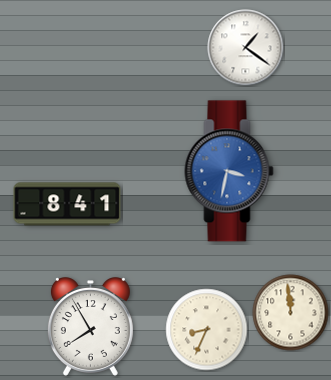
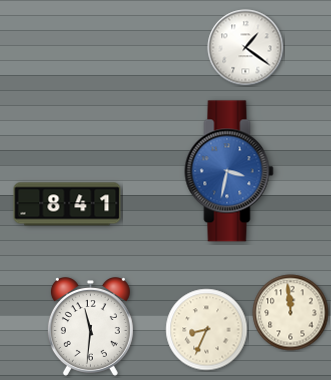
clock at (90, 327): 7:55 -> 11:31
